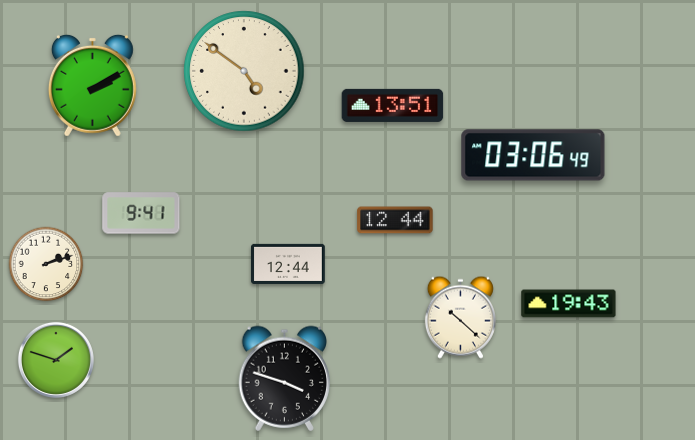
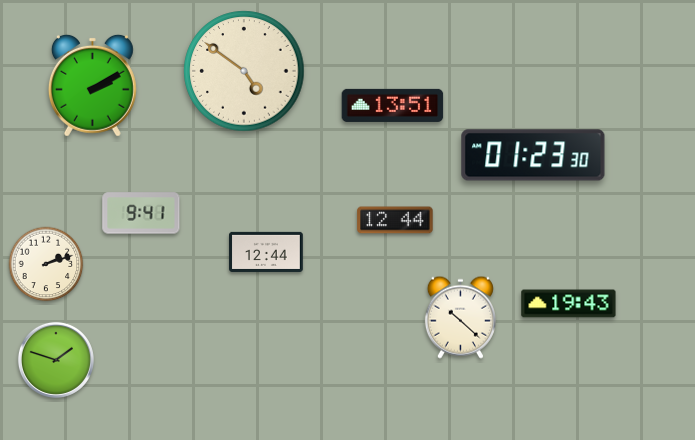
clock at (533, 155): 03:06 -> 01:23
clock at (289, 264) position: (289, 264) -> (267, 252)
clock at (284, 378): 3:48 -> none
